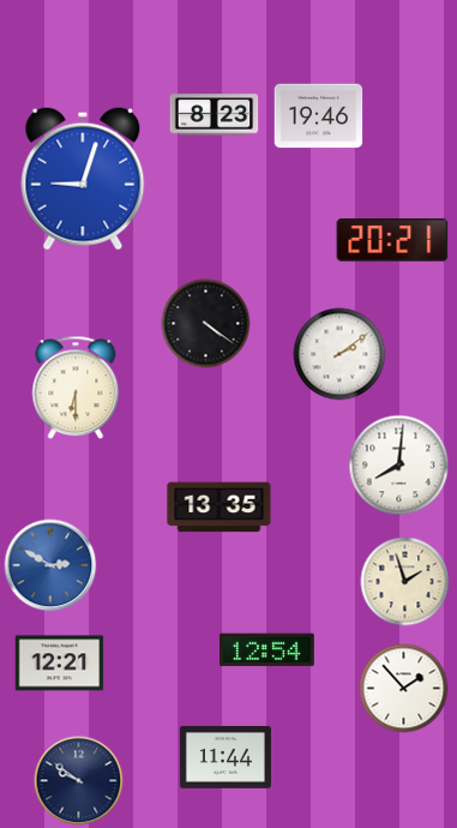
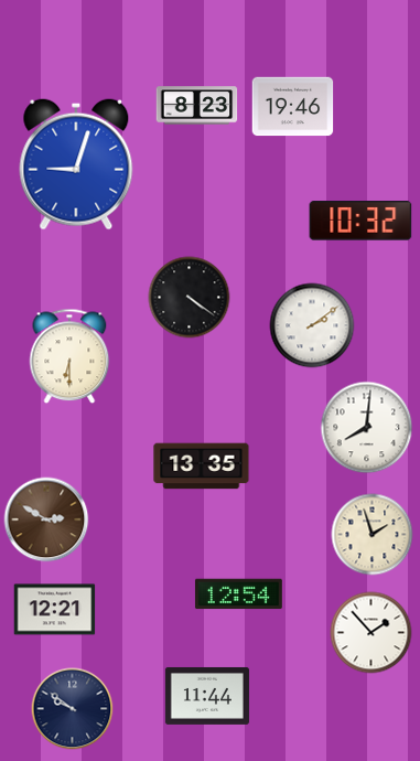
clock at (392, 240): 20:21 -> 10:32
clock at (50, 565) dial: blue -> brown
clock at (266, 650) position: (266, 650) -> (238, 594)
clock at (79, 781) position: (79, 781) -> (73, 709)
